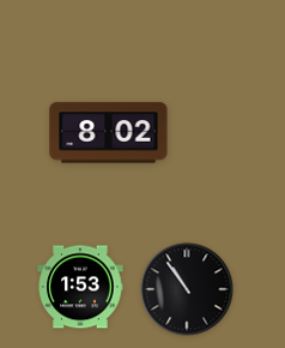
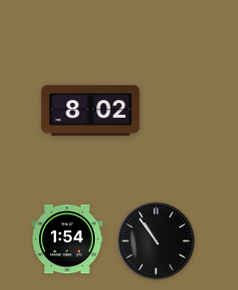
clock at (80, 287): 1:53 -> 1:54
